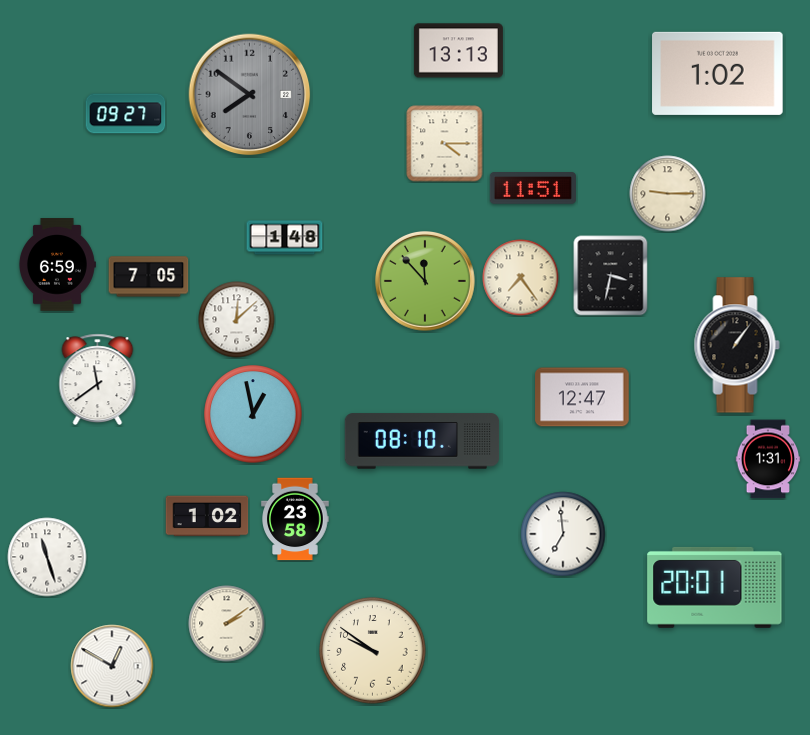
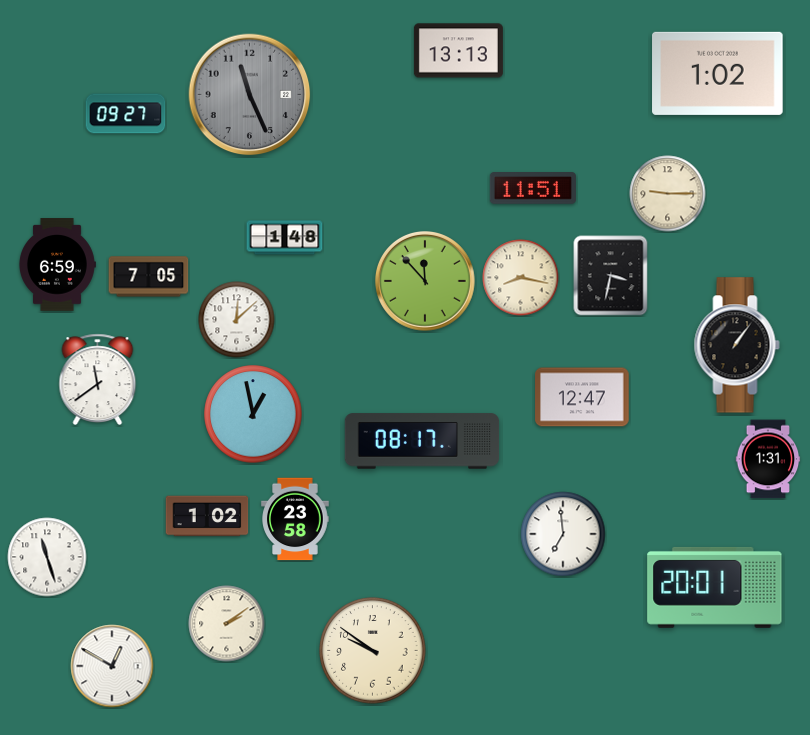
clock at (250, 95): 7:51 -> 11:26
clock at (445, 144): 4:15 -> none
clock at (521, 278): 7:24 -> 8:17
clock at (422, 441): 08:10 -> 08:17
